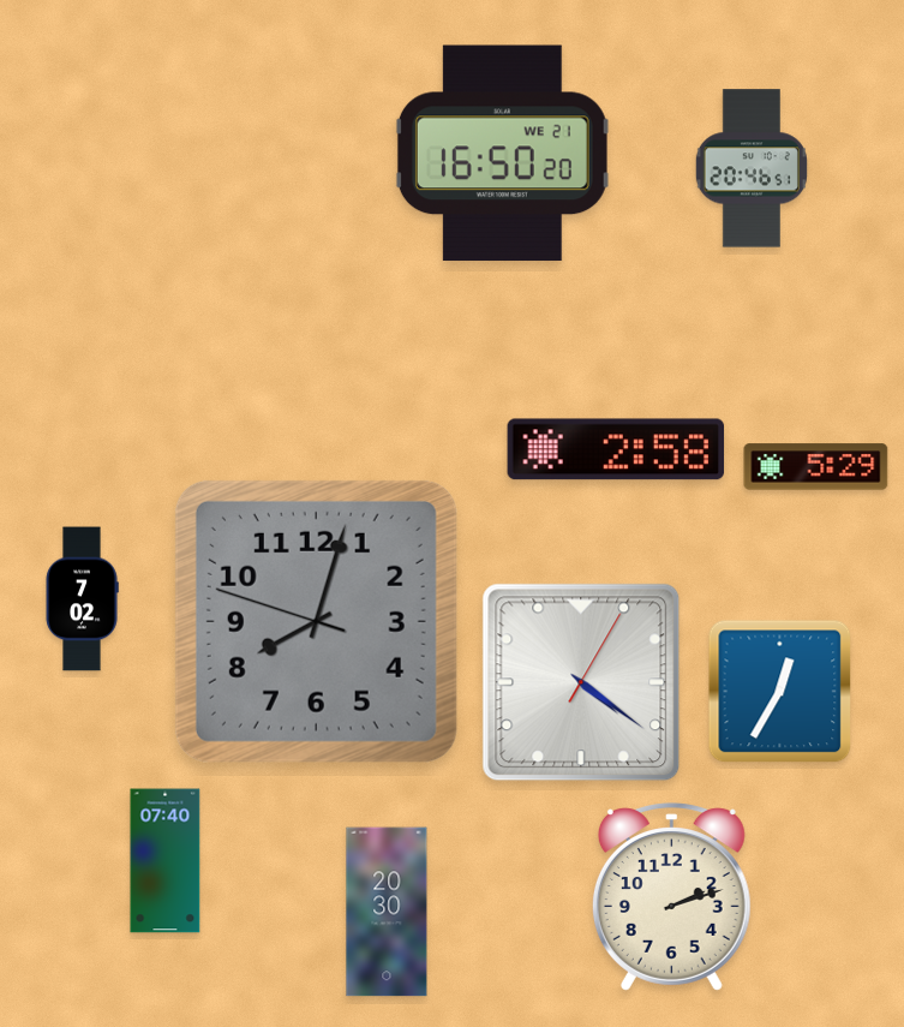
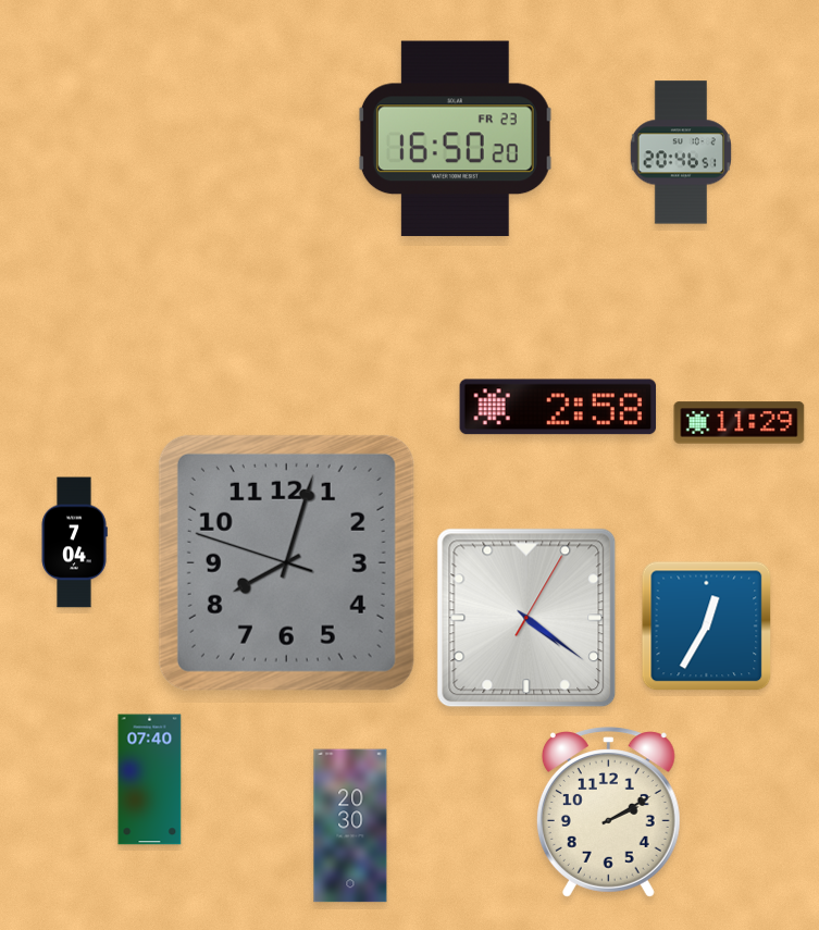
clock at (502, 154) date: WE 21 -> FR 23
clock at (816, 467): 5:29 -> 11:29
clock at (82, 599): 7:02 -> 7:04
clock at (671, 897): 2:12 -> 2:10
